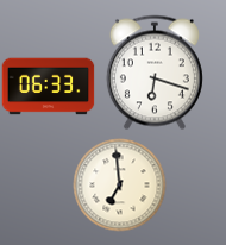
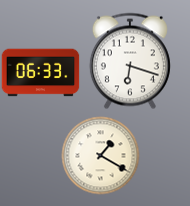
clock at (119, 184): 6:59 -> 1:20
